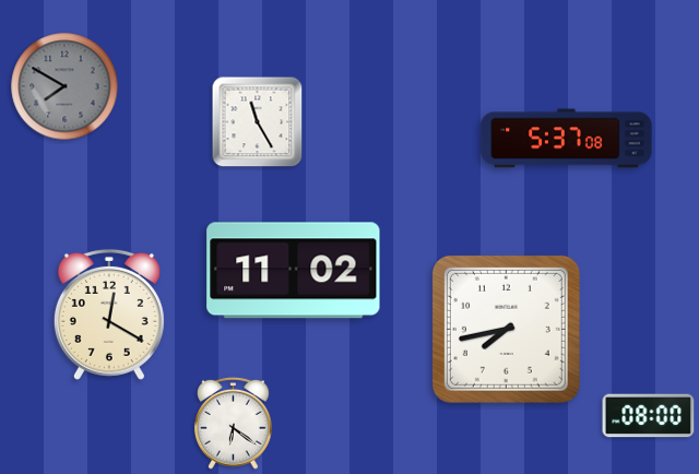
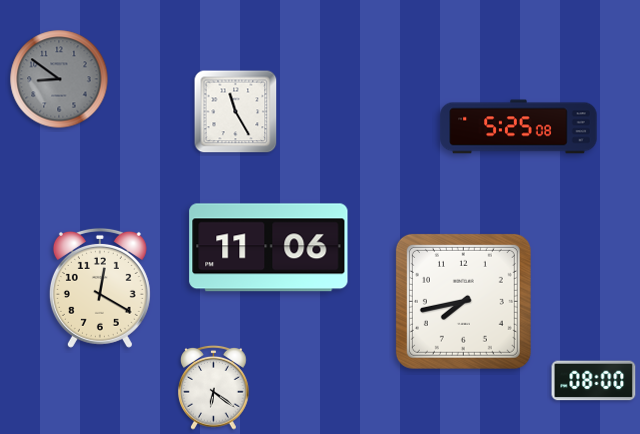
clock at (64, 86): 7:50 -> 8:51
clock at (567, 139): 5:37 -> 5:25
clock at (294, 271): 11:02 -> 11:06
